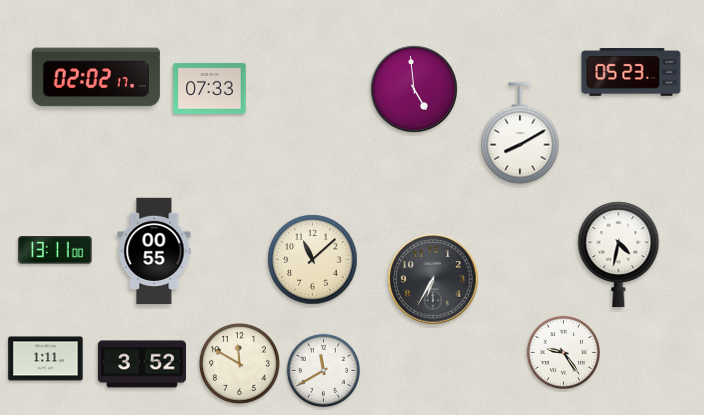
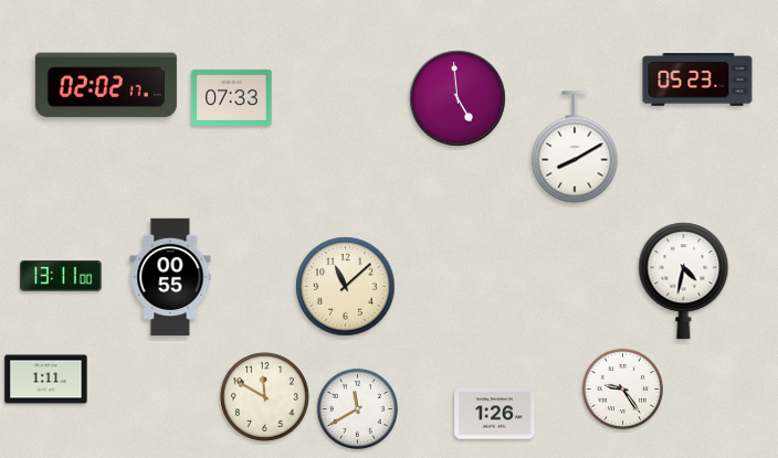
clock at (433, 279): 6:35 -> none
clock at (46, 359) position: (46, 359) -> (46, 380)
clock at (239, 363) position: (239, 363) -> (264, 396)
clock at (142, 364): 3:52 -> none
clock at (495, 414): none -> 1:26
